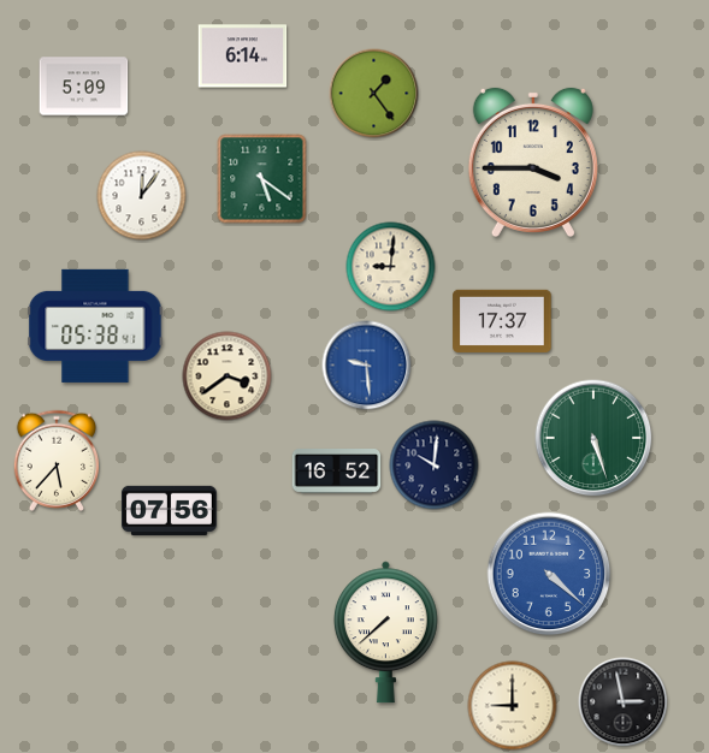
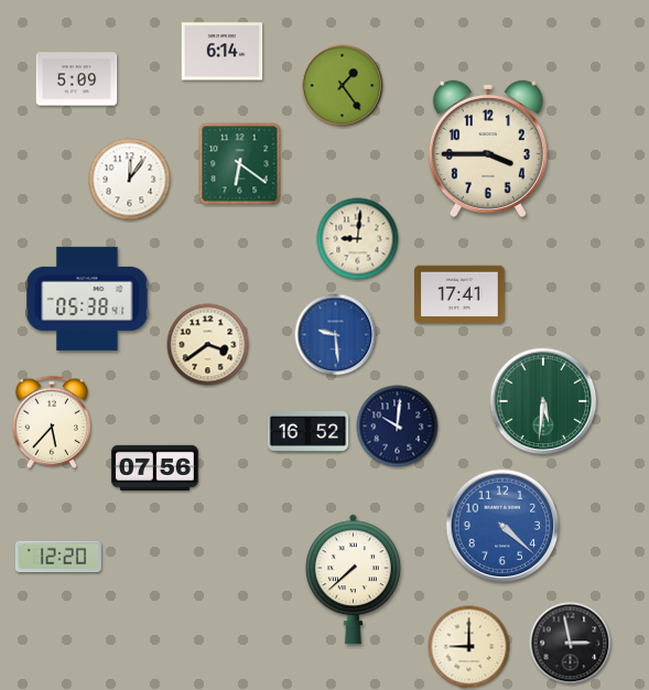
clock at (262, 179): 5:21 -> 6:21
clock at (391, 267) position: (391, 267) -> (358, 239)
clock at (502, 320): 17:37 -> 17:41
clock at (593, 438): 5:27 -> 5:31
clock at (58, 557): none -> 12:20
